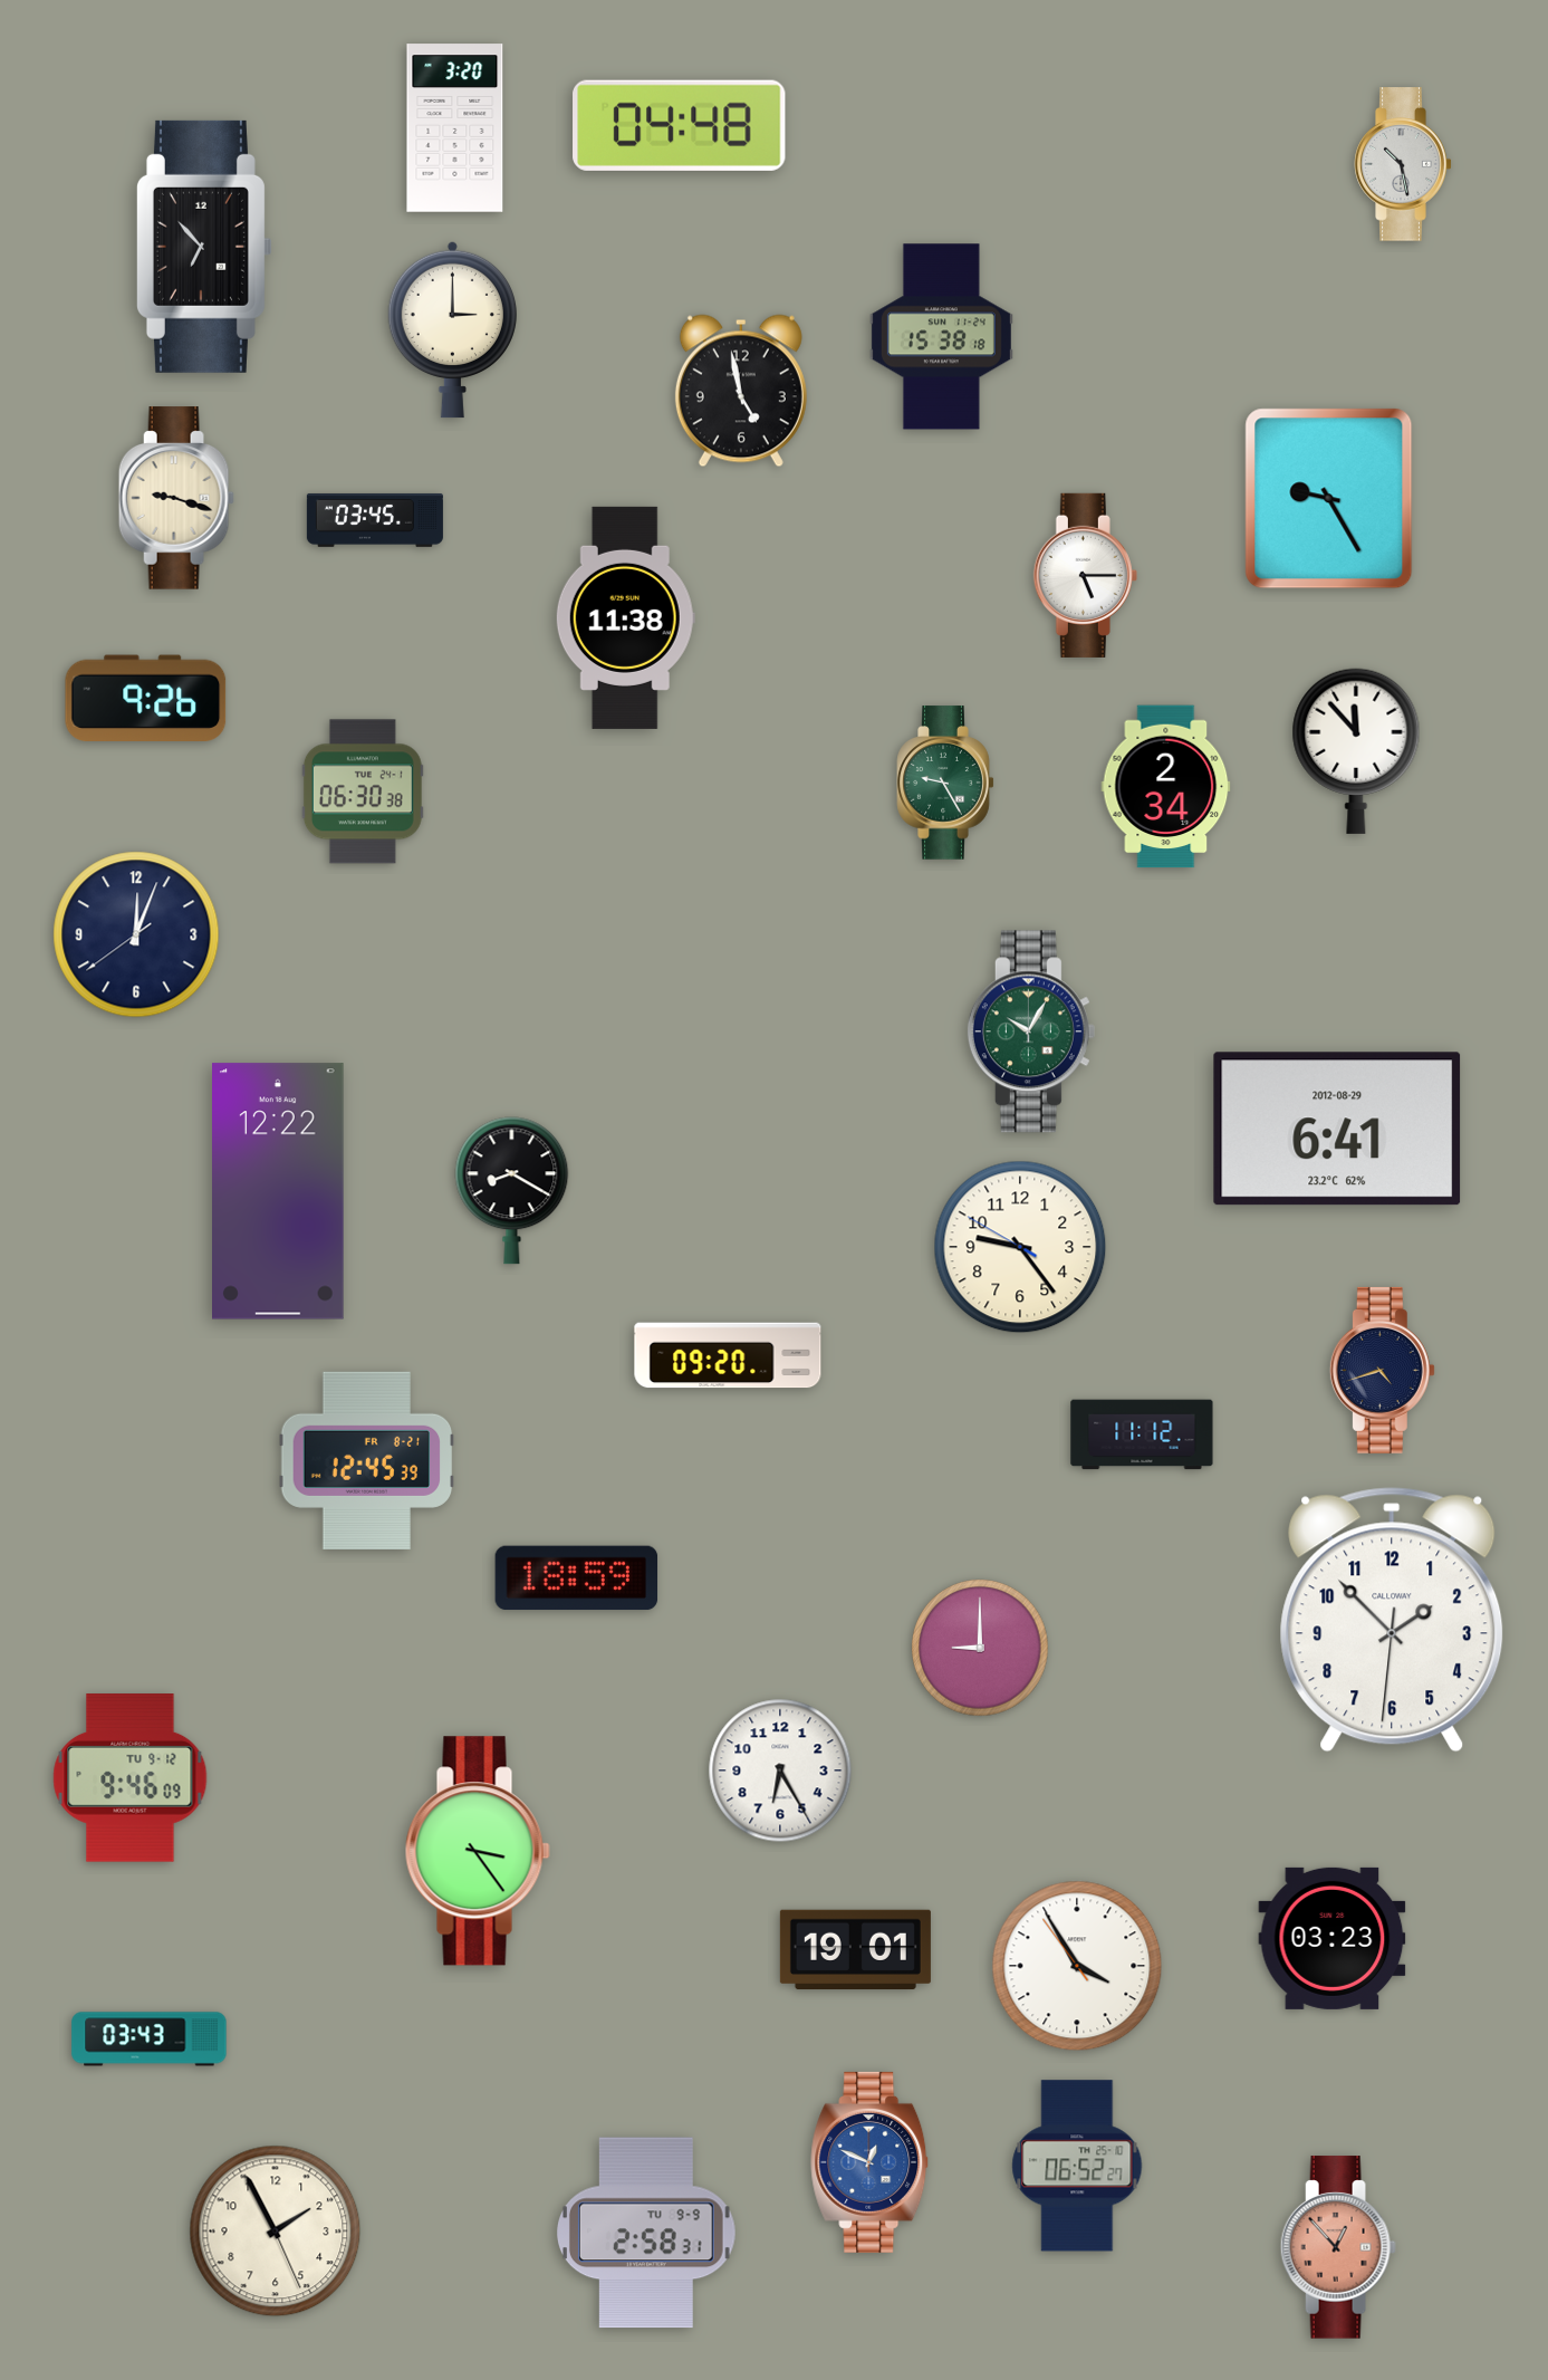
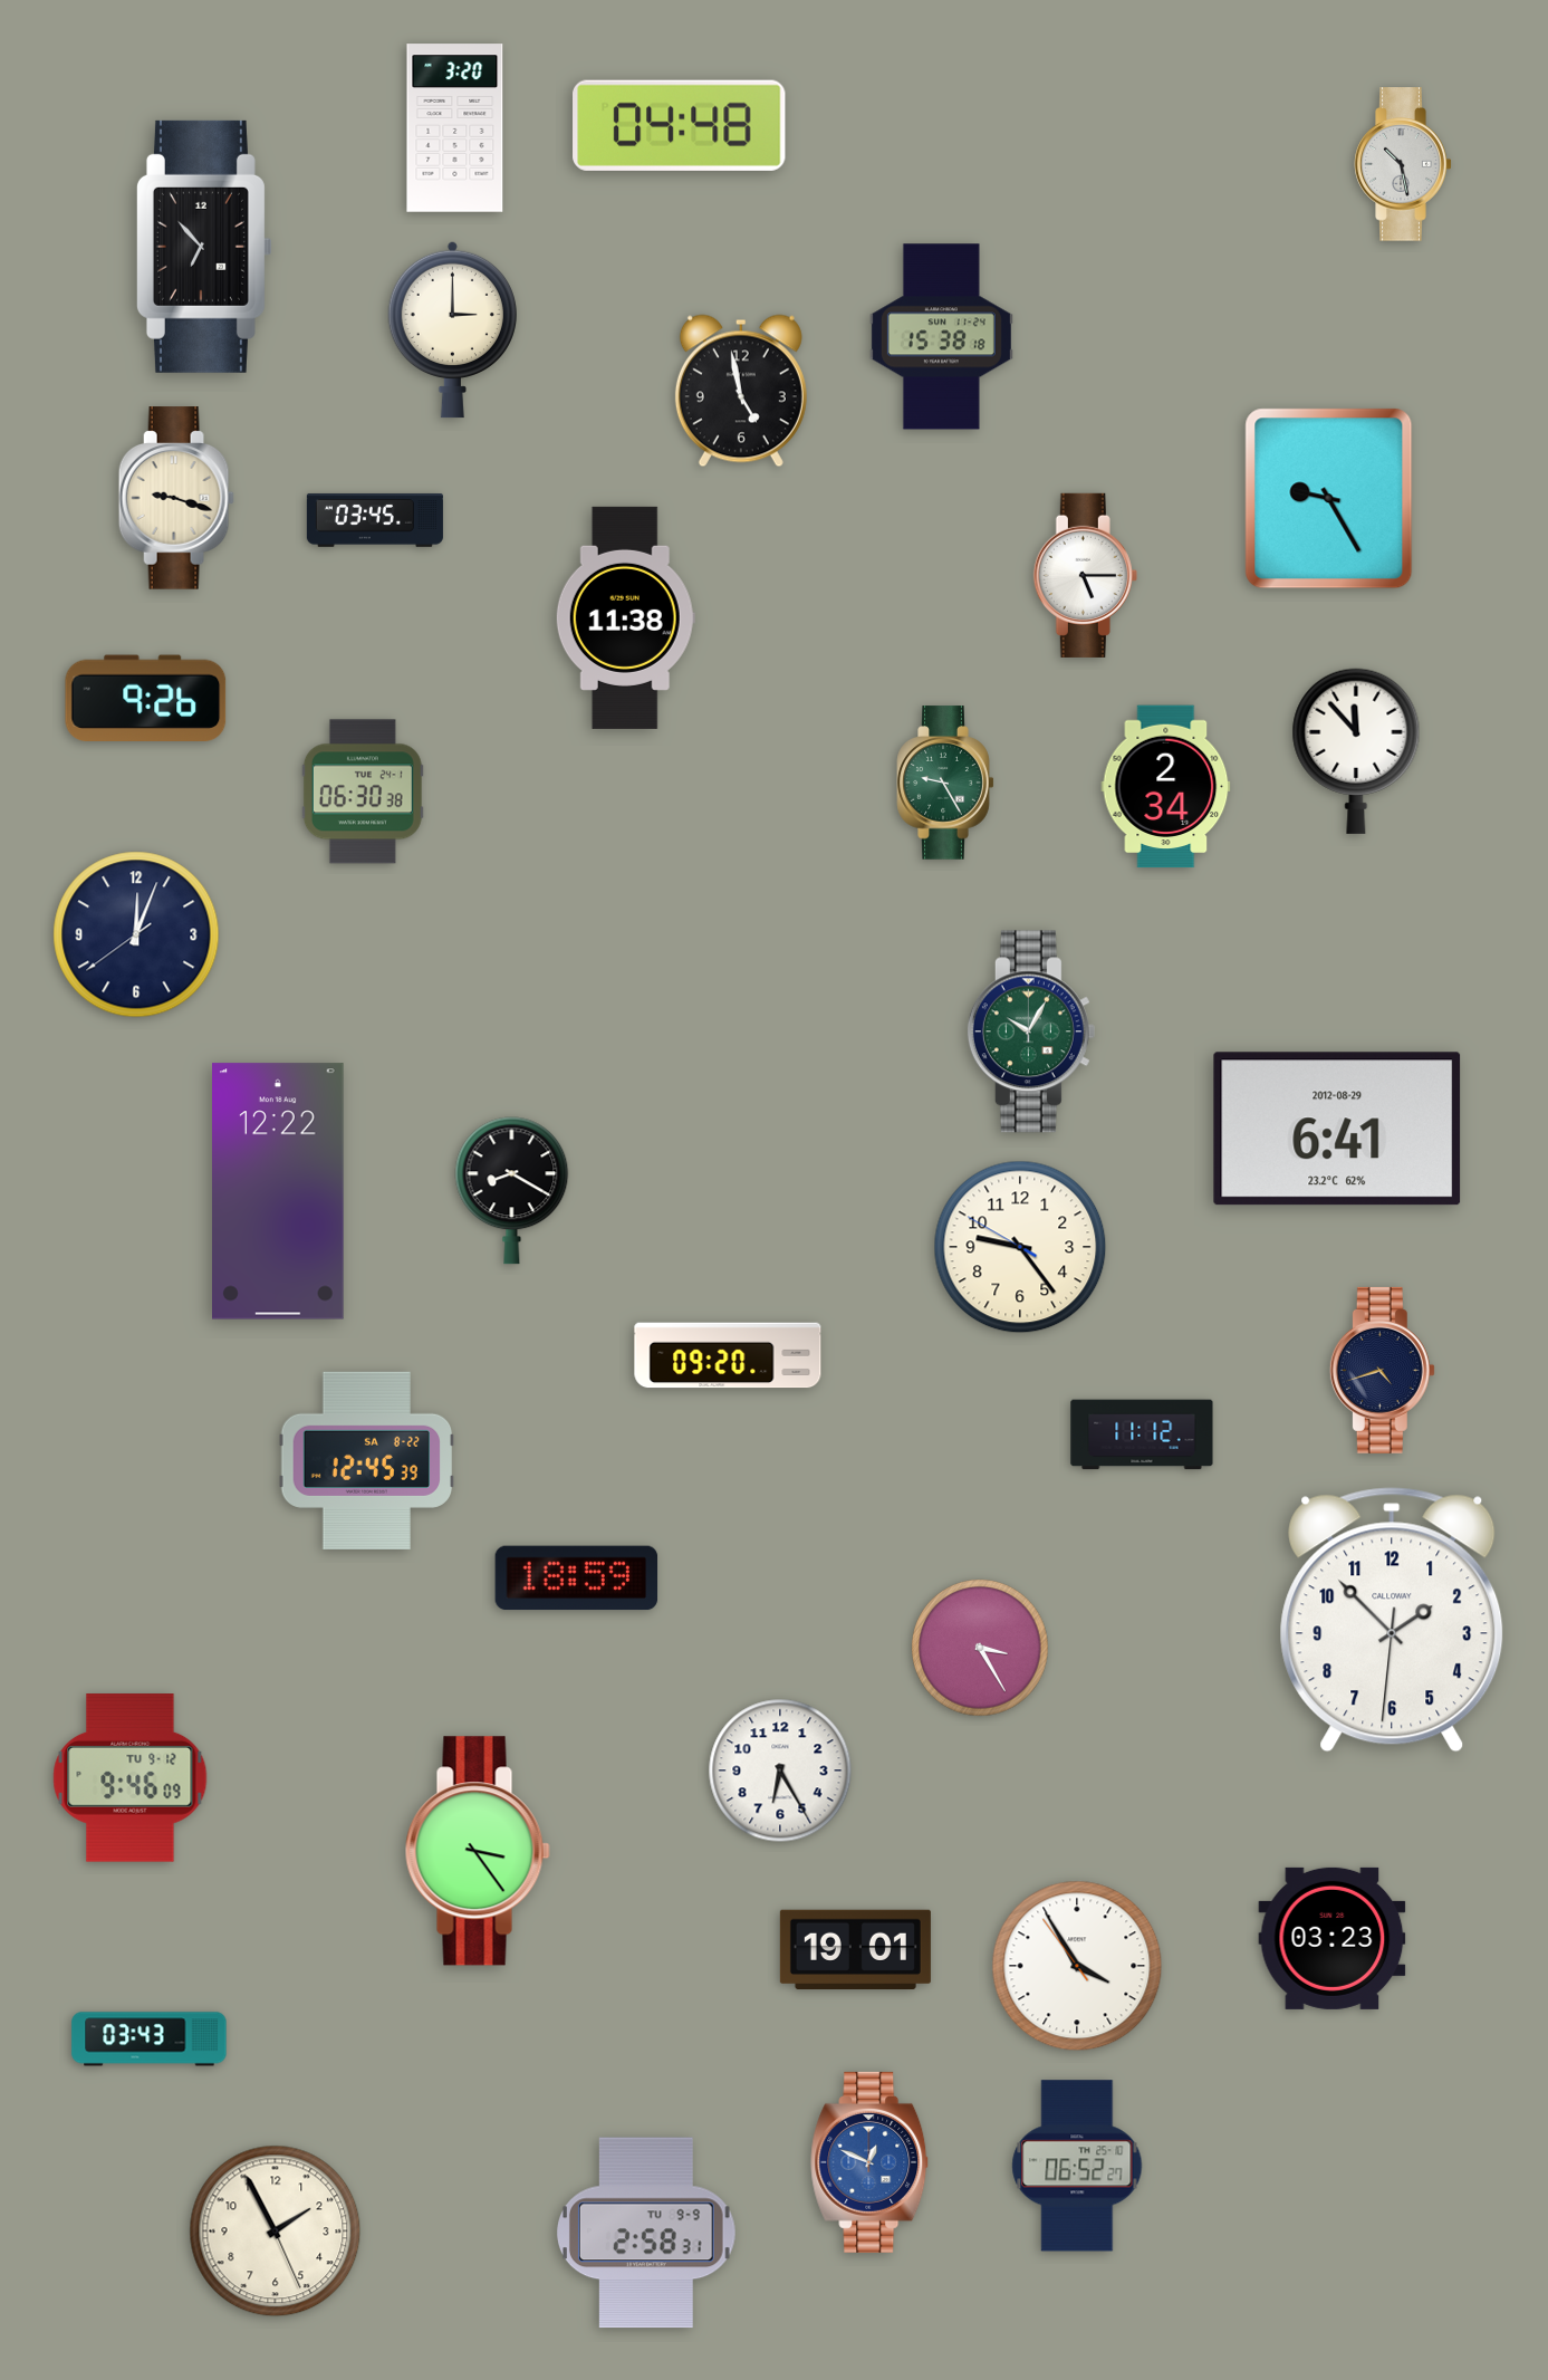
clock at (367, 1460) date: FR 8-21 -> SA 8-22
clock at (980, 1648): 9:00 -> 3:25
clock at (1338, 2247): 12:53 -> none
